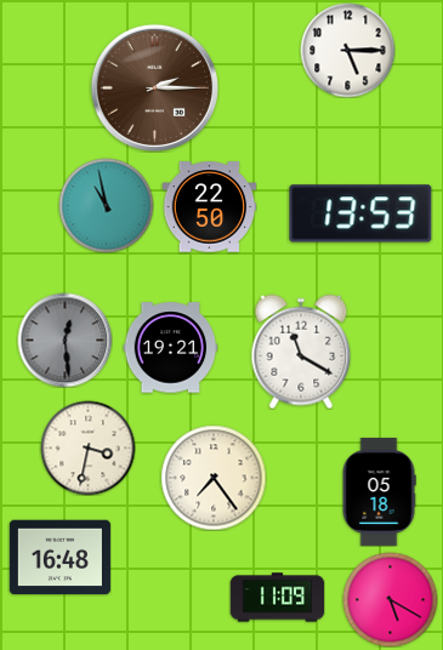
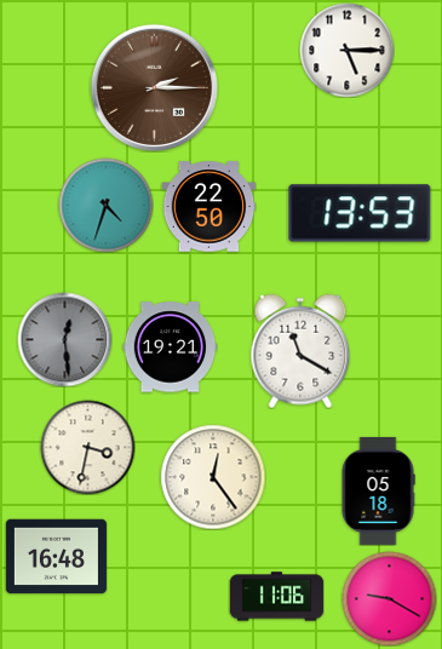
clock at (106, 205): 10:58 -> 4:33
clock at (214, 478): 7:24 -> 12:24
clock at (59, 558) position: (59, 558) -> (56, 557)
clock at (277, 598): 11:09 -> 11:06
clock at (390, 599): 5:20 -> 9:20
